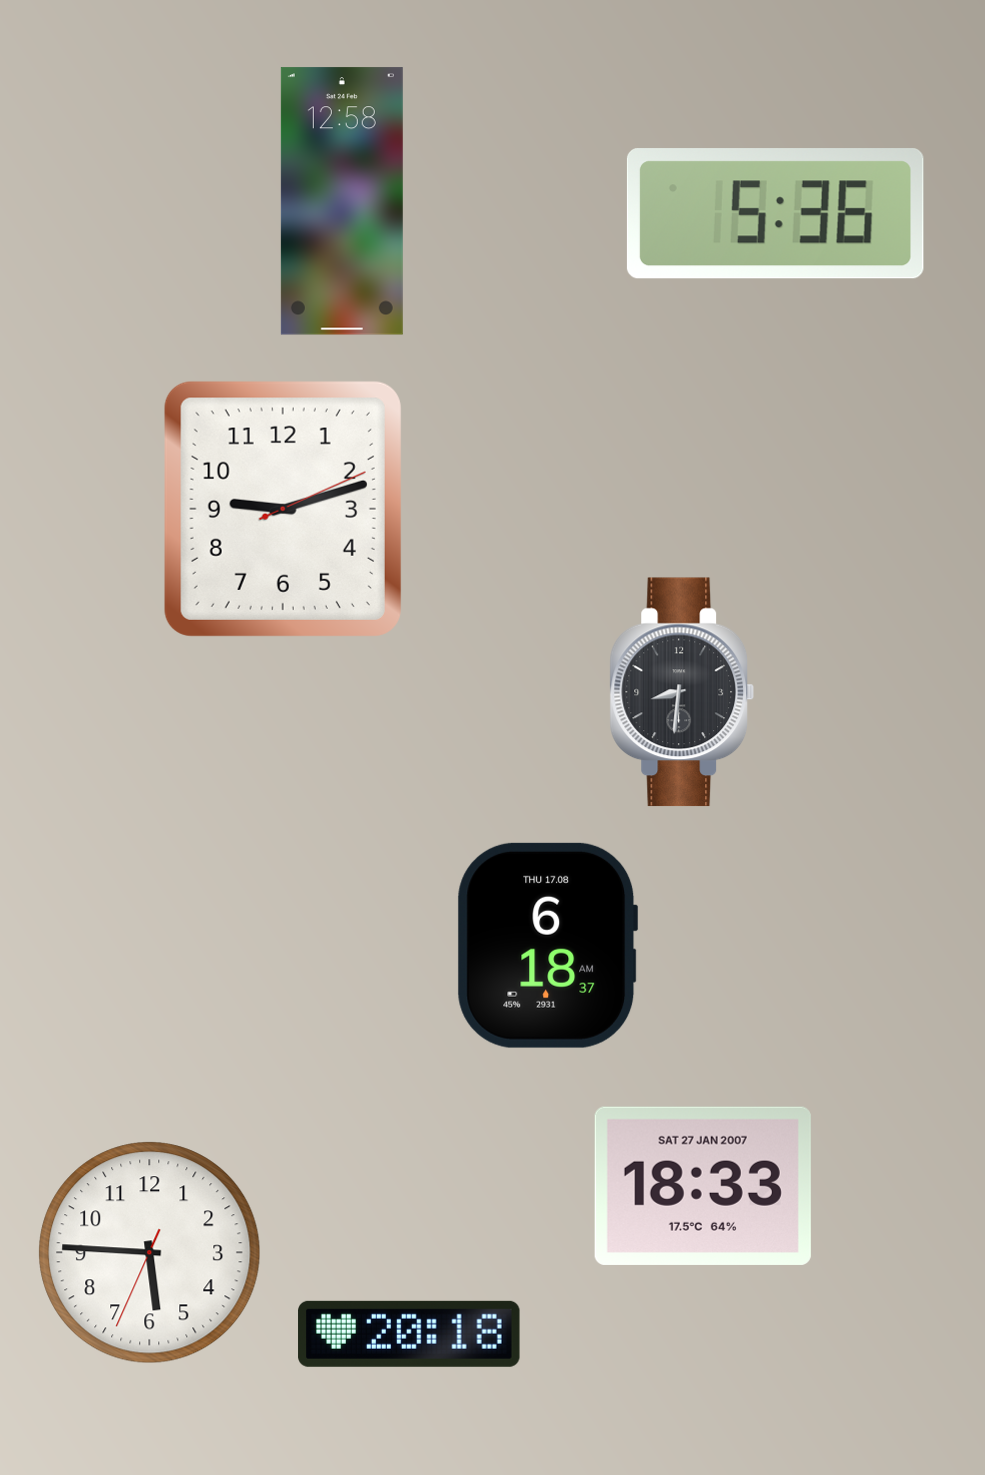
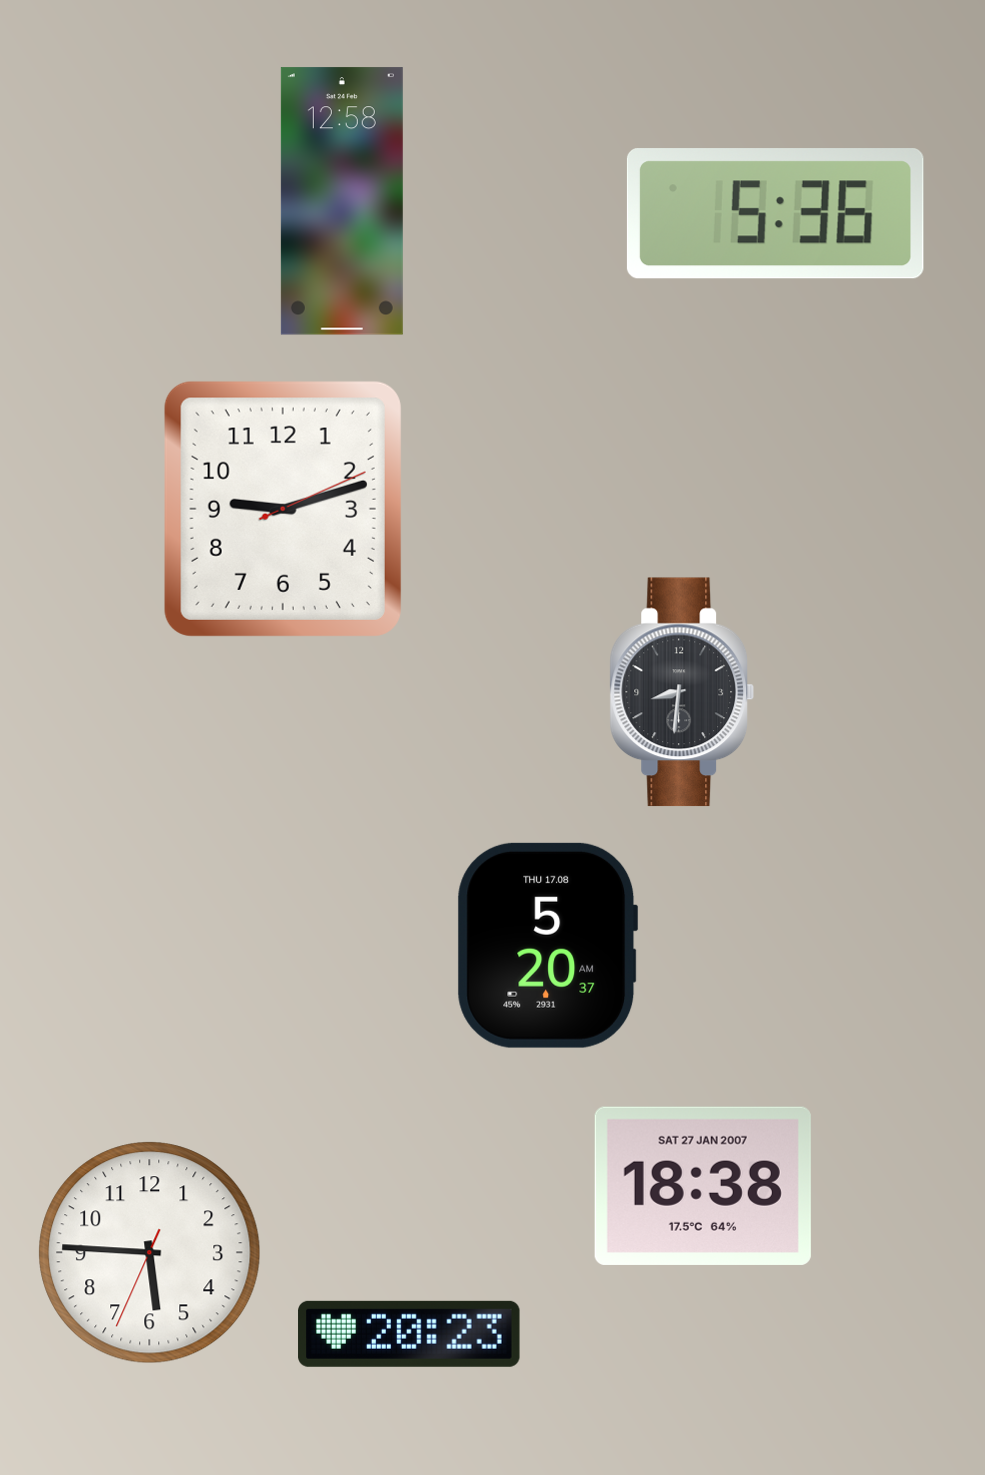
clock at (548, 945): 6:18 -> 5:20
clock at (703, 1186): 18:33 -> 18:38
clock at (409, 1334): 20:18 -> 20:23
